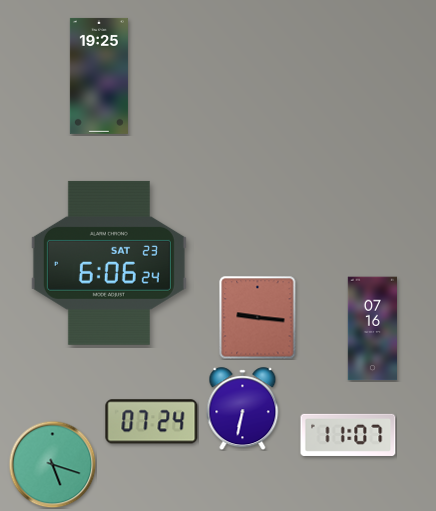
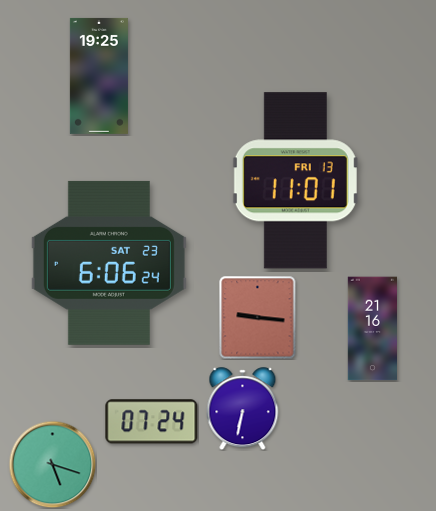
clock at (295, 181): none -> 11:01
clock at (372, 329): 07:16 -> 21:16
clock at (348, 435): 11:07 -> none
